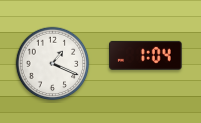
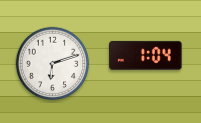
clock at (53, 64): 1:19 -> 6:12
